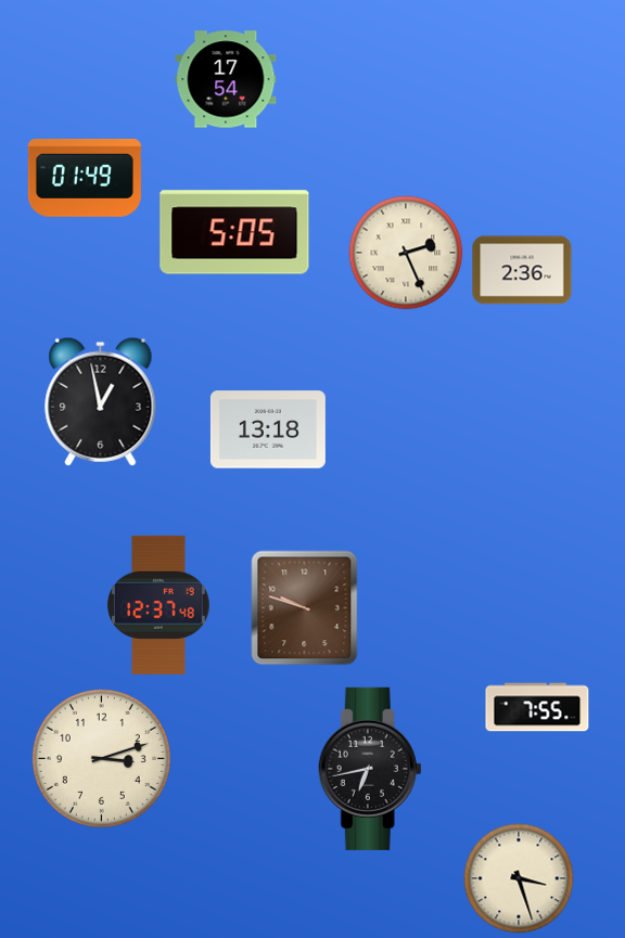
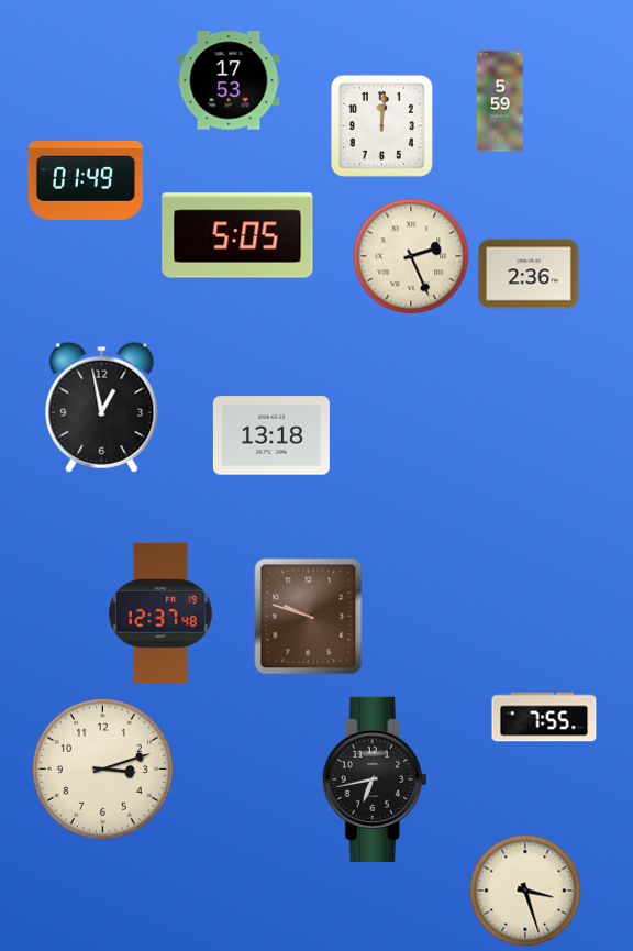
clock at (226, 79): 17:54 -> 17:53
clock at (500, 101): none -> 5:59
clock at (381, 125): none -> 12:01
